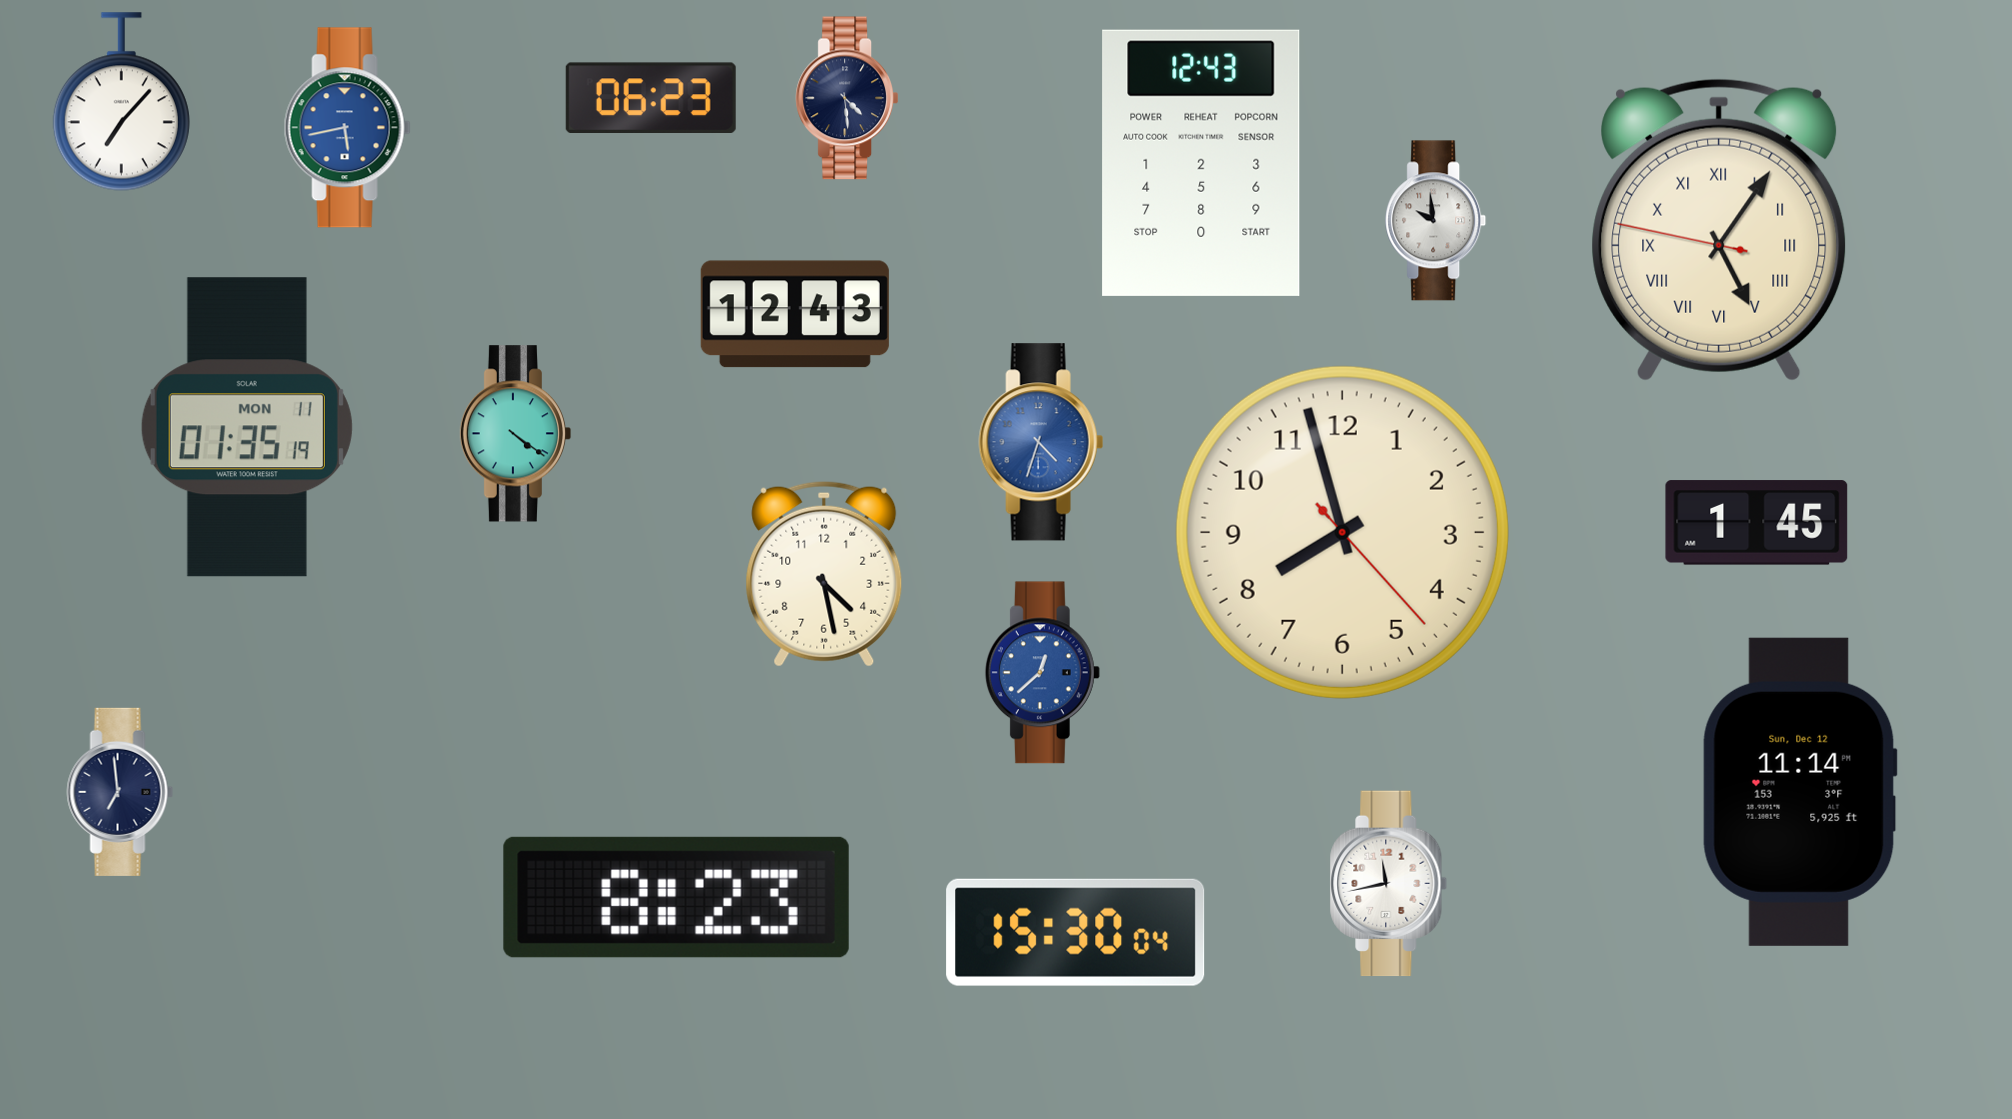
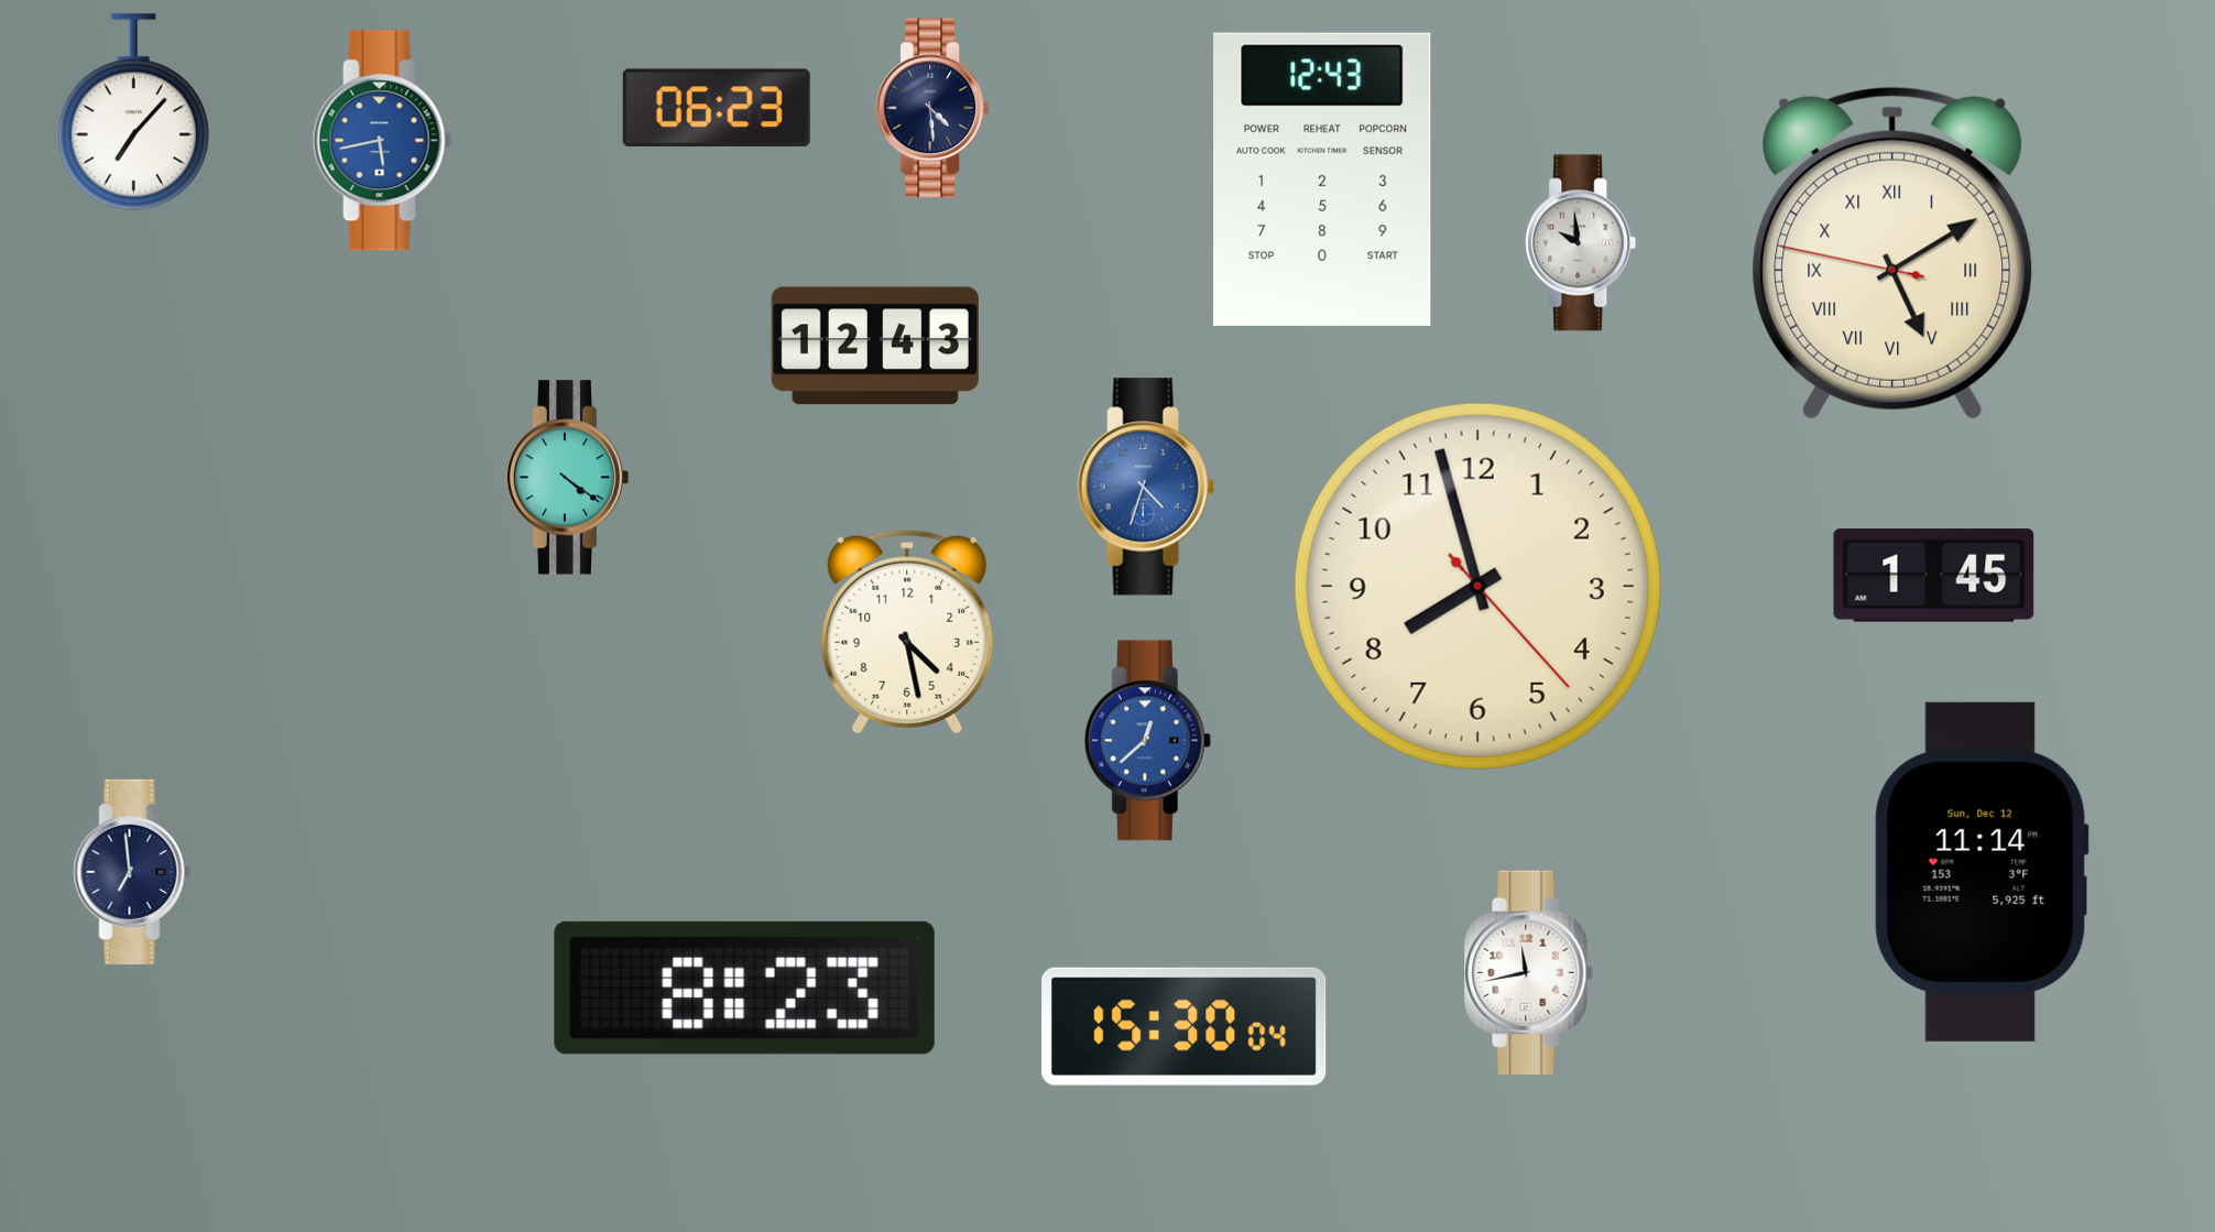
clock at (1719, 230): 5:05 -> 5:09
clock at (247, 427): 01:35 -> none
